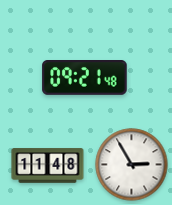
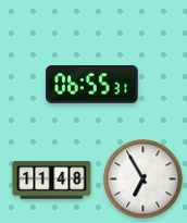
clock at (85, 78): 09:21 -> 06:55
clock at (132, 165): 2:55 -> 6:55
